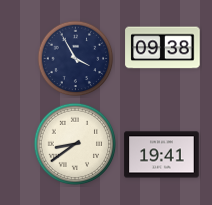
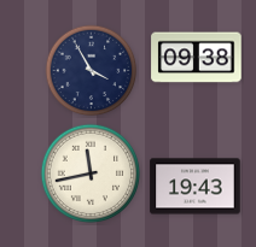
clock at (75, 144): 8:39 -> 11:43
clock at (162, 155): 19:41 -> 19:43
